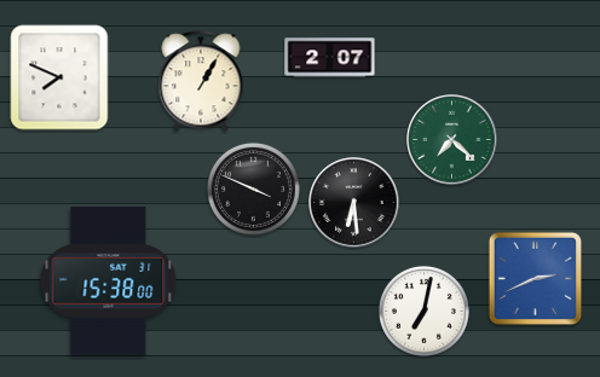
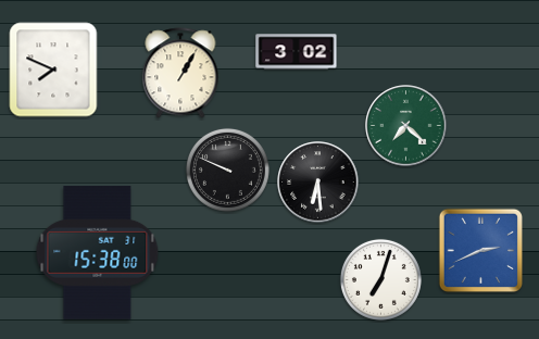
clock at (330, 58): 2:07 -> 3:02
clock at (253, 188): 3:49 -> 9:49
clock at (423, 311): 7:02 -> 7:03
